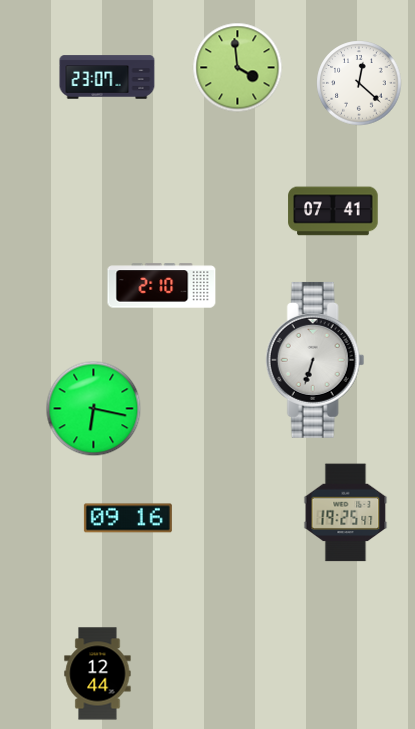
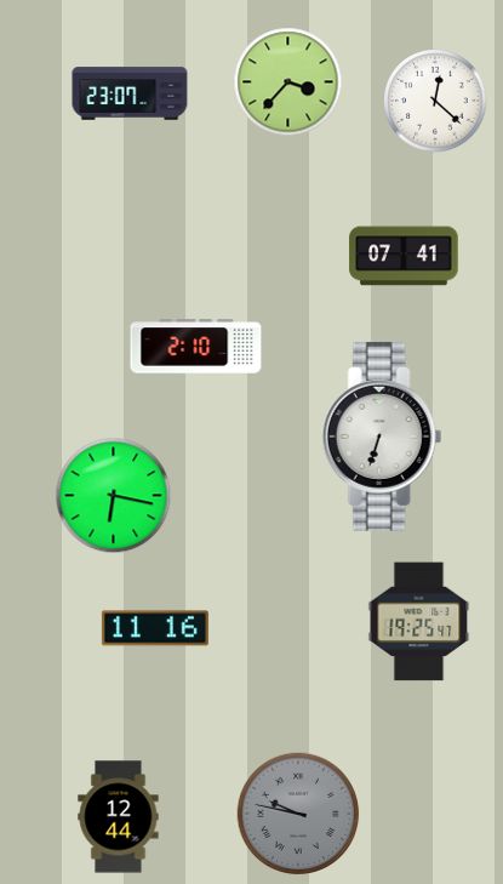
clock at (238, 68): 3:59 -> 3:37
clock at (128, 518): 09:16 -> 11:16
clock at (298, 814): none -> 9:47
